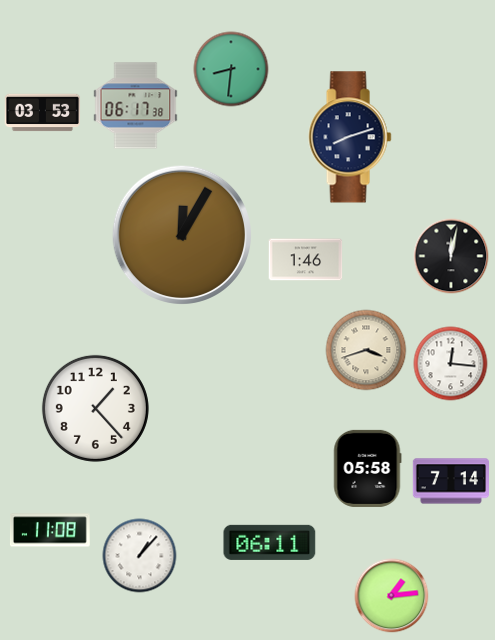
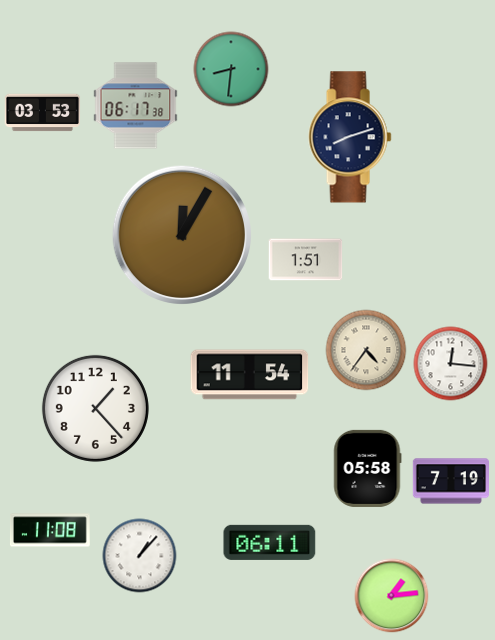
clock at (451, 256): 12:02 -> none
clock at (306, 260): 1:46 -> 1:51
clock at (366, 350): 3:42 -> 4:36
clock at (250, 375): none -> 11:54
clock at (450, 481): 7:14 -> 7:19
